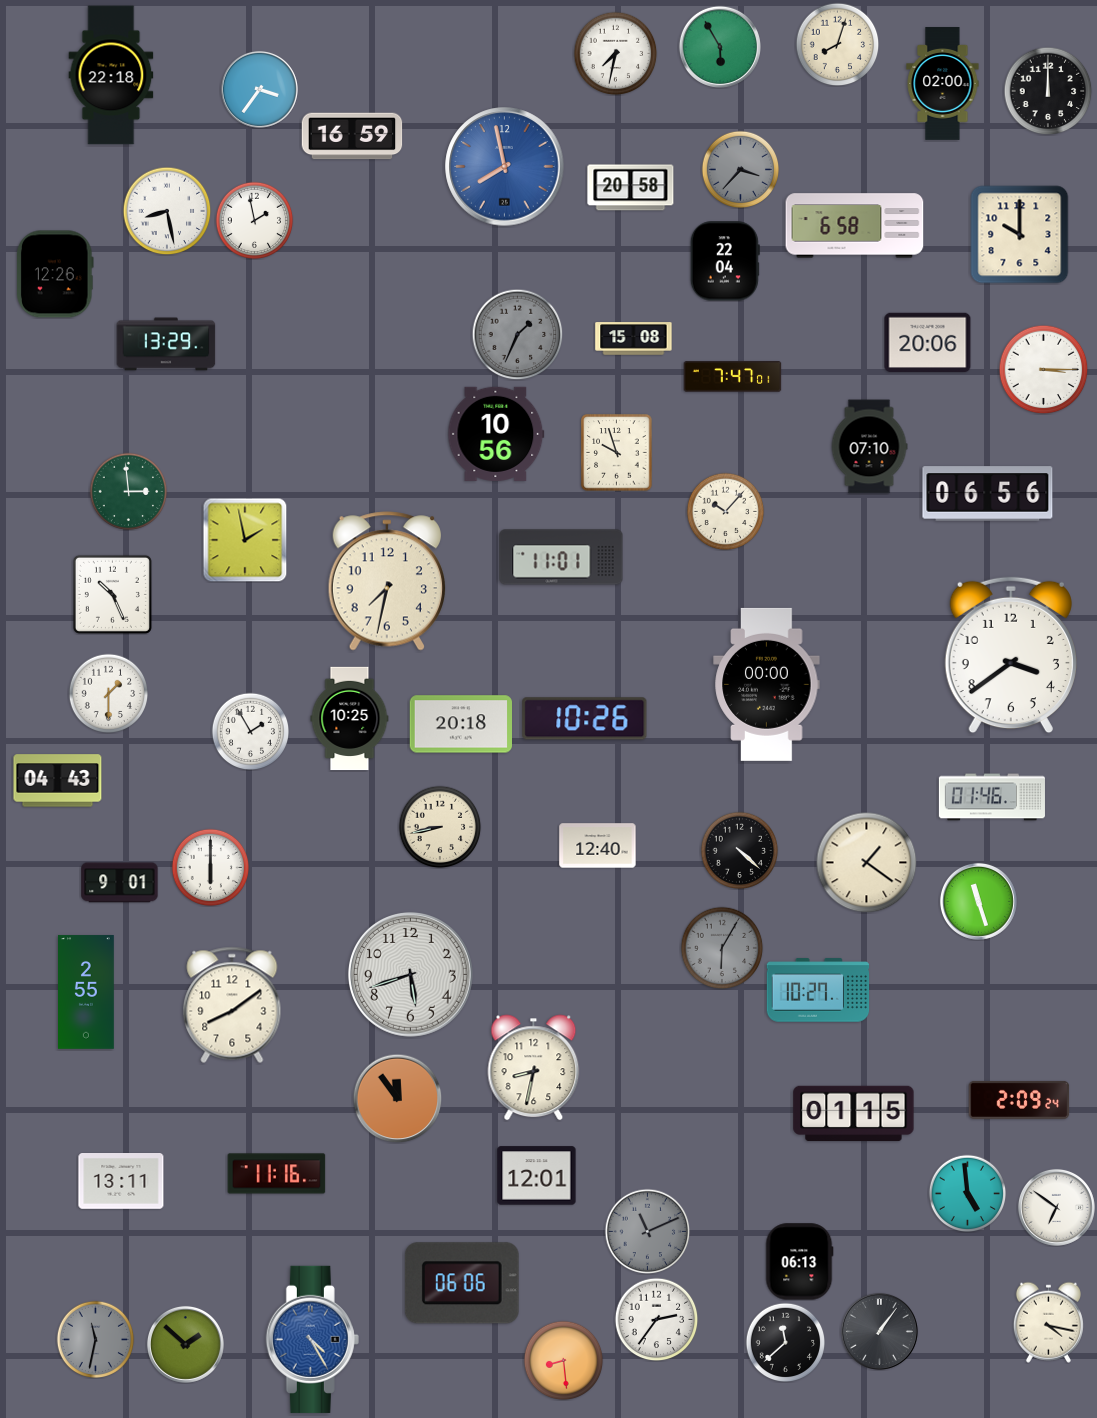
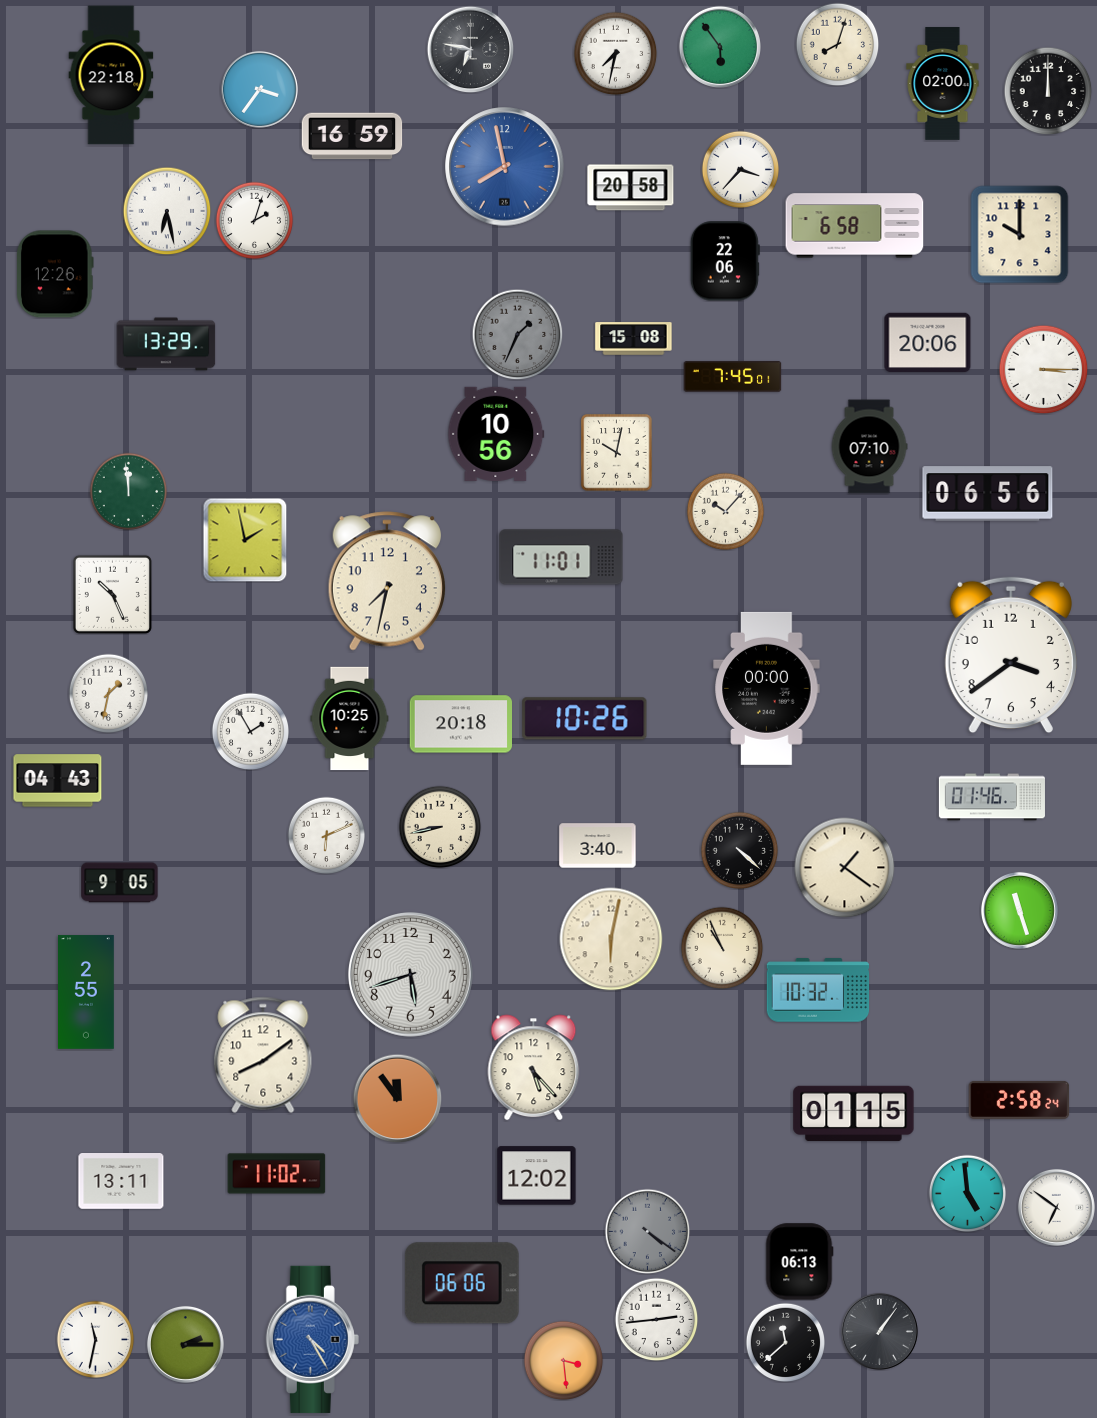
clock at (720, 47): 5:55 -> 5:54
clock at (470, 49): none -> 6:47
clock at (740, 169) dial: grey -> white
clock at (167, 211): 8:28 -> 6:28
clock at (254, 220): 1:58 -> 2:03
clock at (725, 261): 22:04 -> 22:06
clock at (733, 377): 7:47 -> 7:45
clock at (617, 453): 9:57 -> 10:02
clock at (128, 491): 2:59 -> 11:59
clock at (767, 684) position: (767, 684) -> (767, 688)
clock at (108, 693): 1:30 -> 1:32
clock at (326, 835): none -> 6:11
clock at (598, 846): 12:40 -> 3:40
clock at (867, 863) position: (867, 863) -> (845, 868)
clock at (210, 867): 6:00 -> none
clock at (120, 883): 9:01 -> 9:05
clock at (978, 901) position: (978, 901) -> (1019, 910)
clock at (611, 939): none -> 6:02
clock at (722, 948): 6:05 -> 10:56
clock at (722, 948) dial: grey -> cream
clock at (818, 990): 10:27 -> 10:32
clock at (232, 1005) position: (232, 1005) -> (263, 1055)
clock at (534, 1068): 8:32 -> 5:23
clock at (1019, 1100): 2:09 -> 2:58
clock at (277, 1174): 11:16 -> 11:02
clock at (537, 1176): 12:01 -> 12:02
clock at (647, 1231): 11:11 -> 4:21
clock at (656, 1319): 2:36 -> 2:44
clock at (1048, 1322): 4:17 -> none
clock at (95, 1339) dial: grey -> white
clock at (185, 1344): 1:52 -> 2:15
clock at (563, 1360): 8:29 -> 3:29
